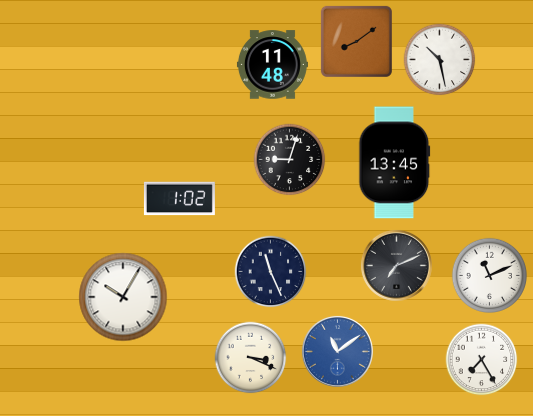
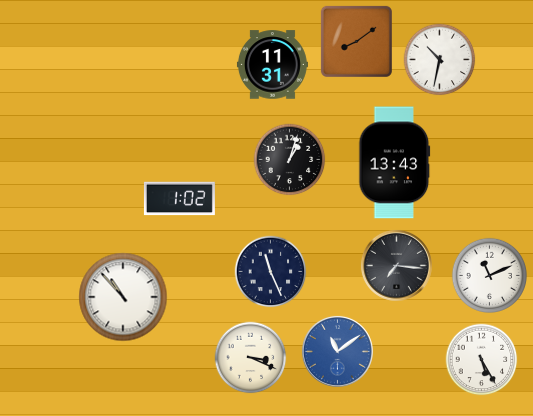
clock at (440, 60): 10:28 -> 10:32
clock at (272, 65): 11:48 -> 11:31
clock at (290, 160): 9:03 -> 1:03
clock at (395, 163): 13:45 -> 13:43
clock at (396, 265): 7:11 -> 7:16
clock at (123, 297): 10:05 -> 10:53
clock at (482, 360): 7:25 -> 5:25
